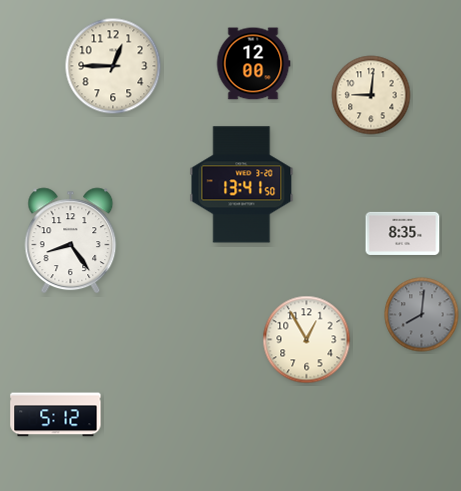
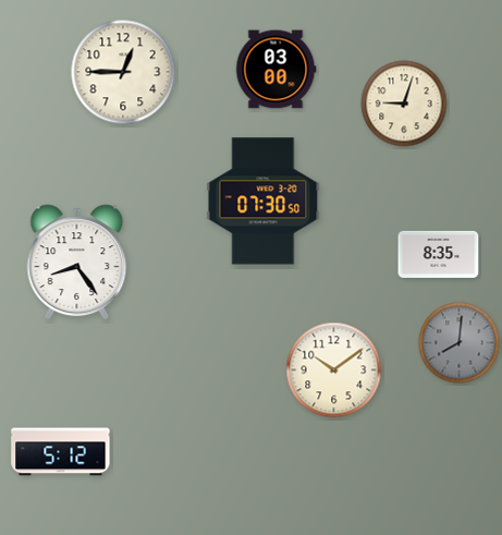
clock at (253, 64): 12:00 -> 03:00
clock at (371, 95): 9:01 -> 9:03
clock at (242, 185): 13:41 -> 07:30
clock at (307, 340): 12:55 -> 10:09
